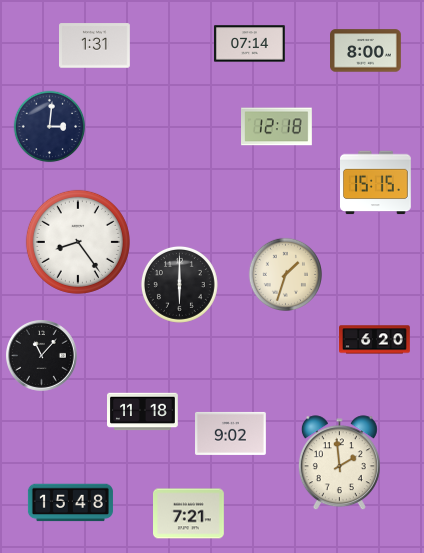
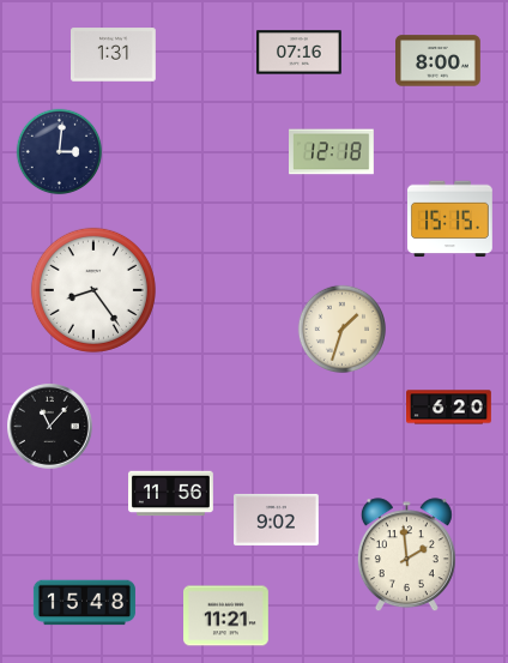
clock at (250, 44): 07:14 -> 07:16
clock at (179, 284): 6:00 -> none
clock at (143, 412): 11:18 -> 11:56
clock at (189, 514): 7:21 -> 11:21
